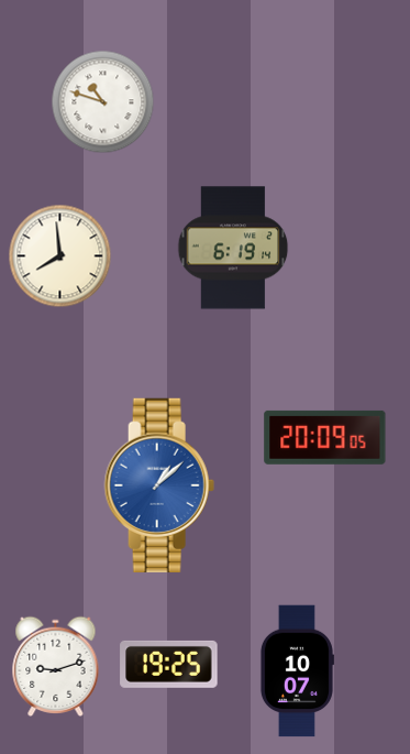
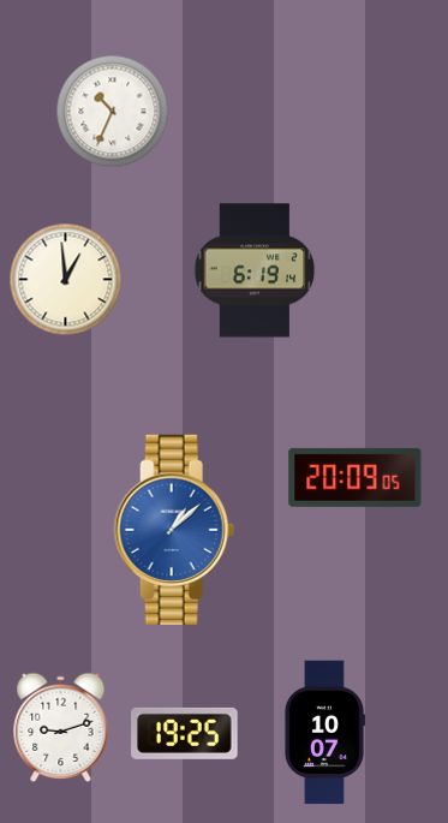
clock at (103, 102): 10:48 -> 10:34
clock at (60, 256): 7:59 -> 12:59
clock at (169, 664) position: (169, 664) -> (185, 733)
